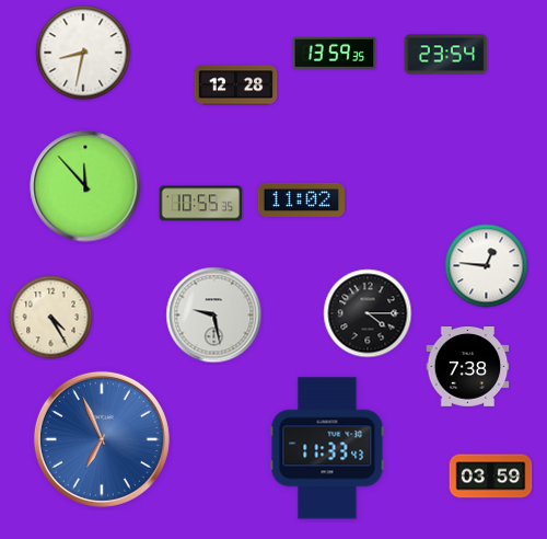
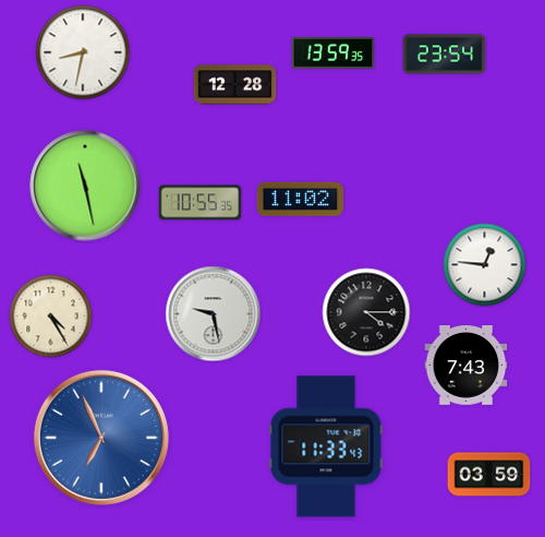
clock at (85, 186): 11:53 -> 11:28
clock at (468, 367): 7:38 -> 7:43
